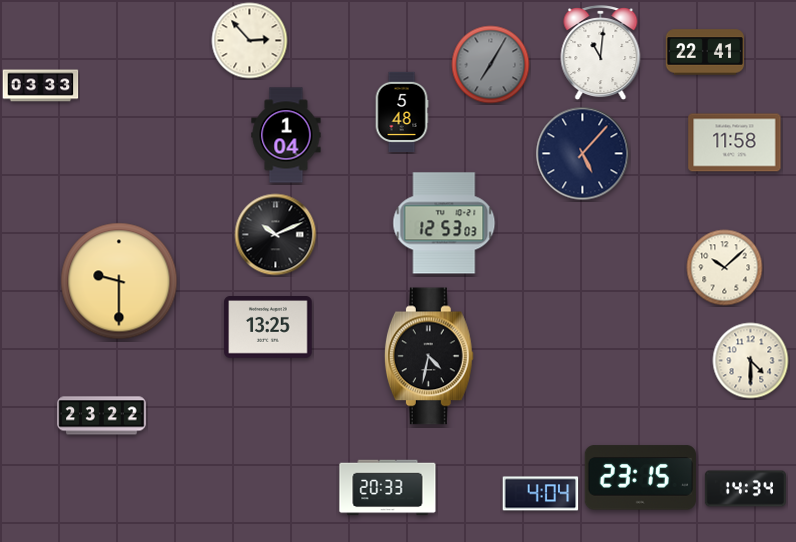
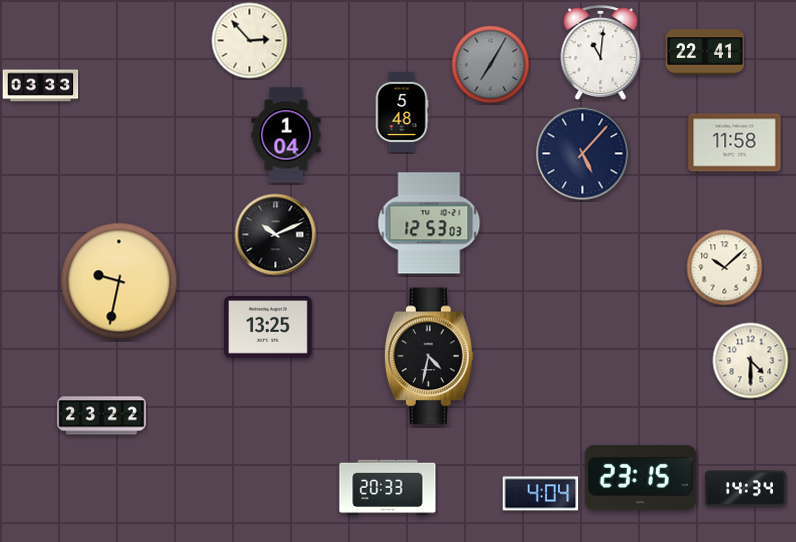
clock at (444, 223) position: (444, 223) -> (429, 223)
clock at (119, 281): 9:30 -> 9:32
